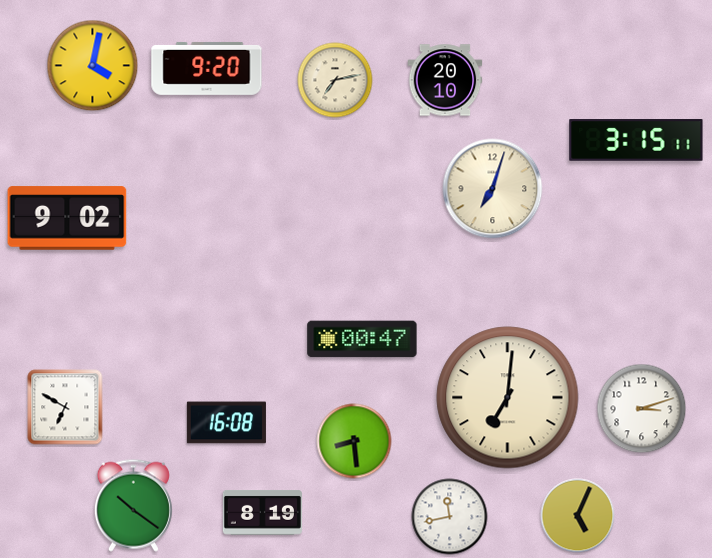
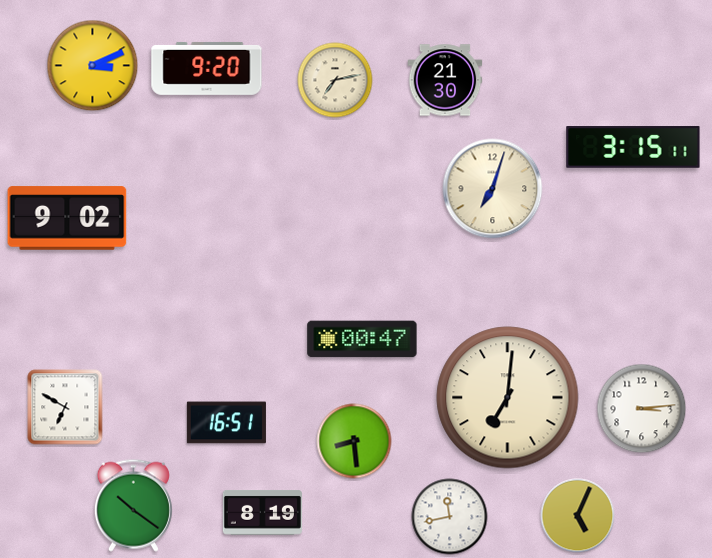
clock at (93, 66): 4:02 -> 3:11
clock at (445, 80): 20:10 -> 21:30
clock at (636, 140) position: (636, 140) -> (633, 147)
clock at (642, 409): 3:12 -> 3:14
clock at (226, 423): 16:08 -> 16:51
